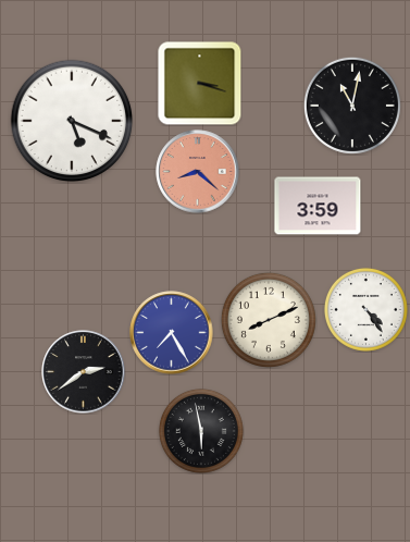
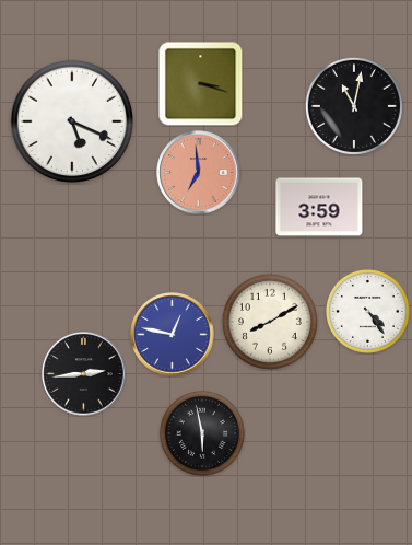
clock at (198, 172): 8:22 -> 6:59
clock at (269, 320): 8:11 -> 8:10
clock at (172, 333): 7:25 -> 12:47
clock at (84, 372): 2:39 -> 2:44
